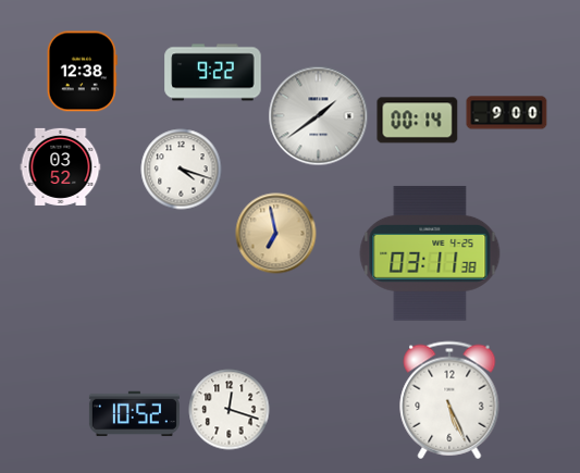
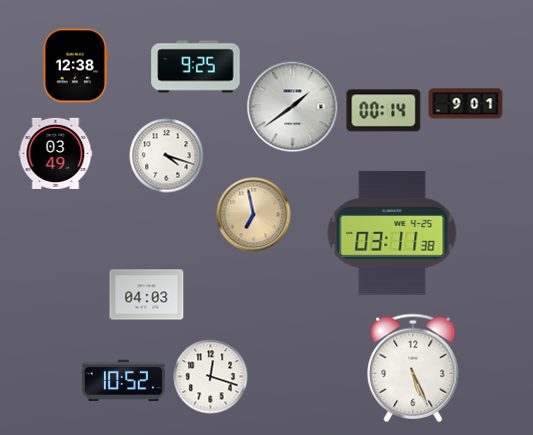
clock at (213, 73): 9:22 -> 9:25
clock at (507, 113): 9:00 -> 9:01
clock at (61, 166): 03:52 -> 03:49
clock at (430, 253) position: (430, 253) -> (392, 233)
clock at (147, 295): none -> 04:03
